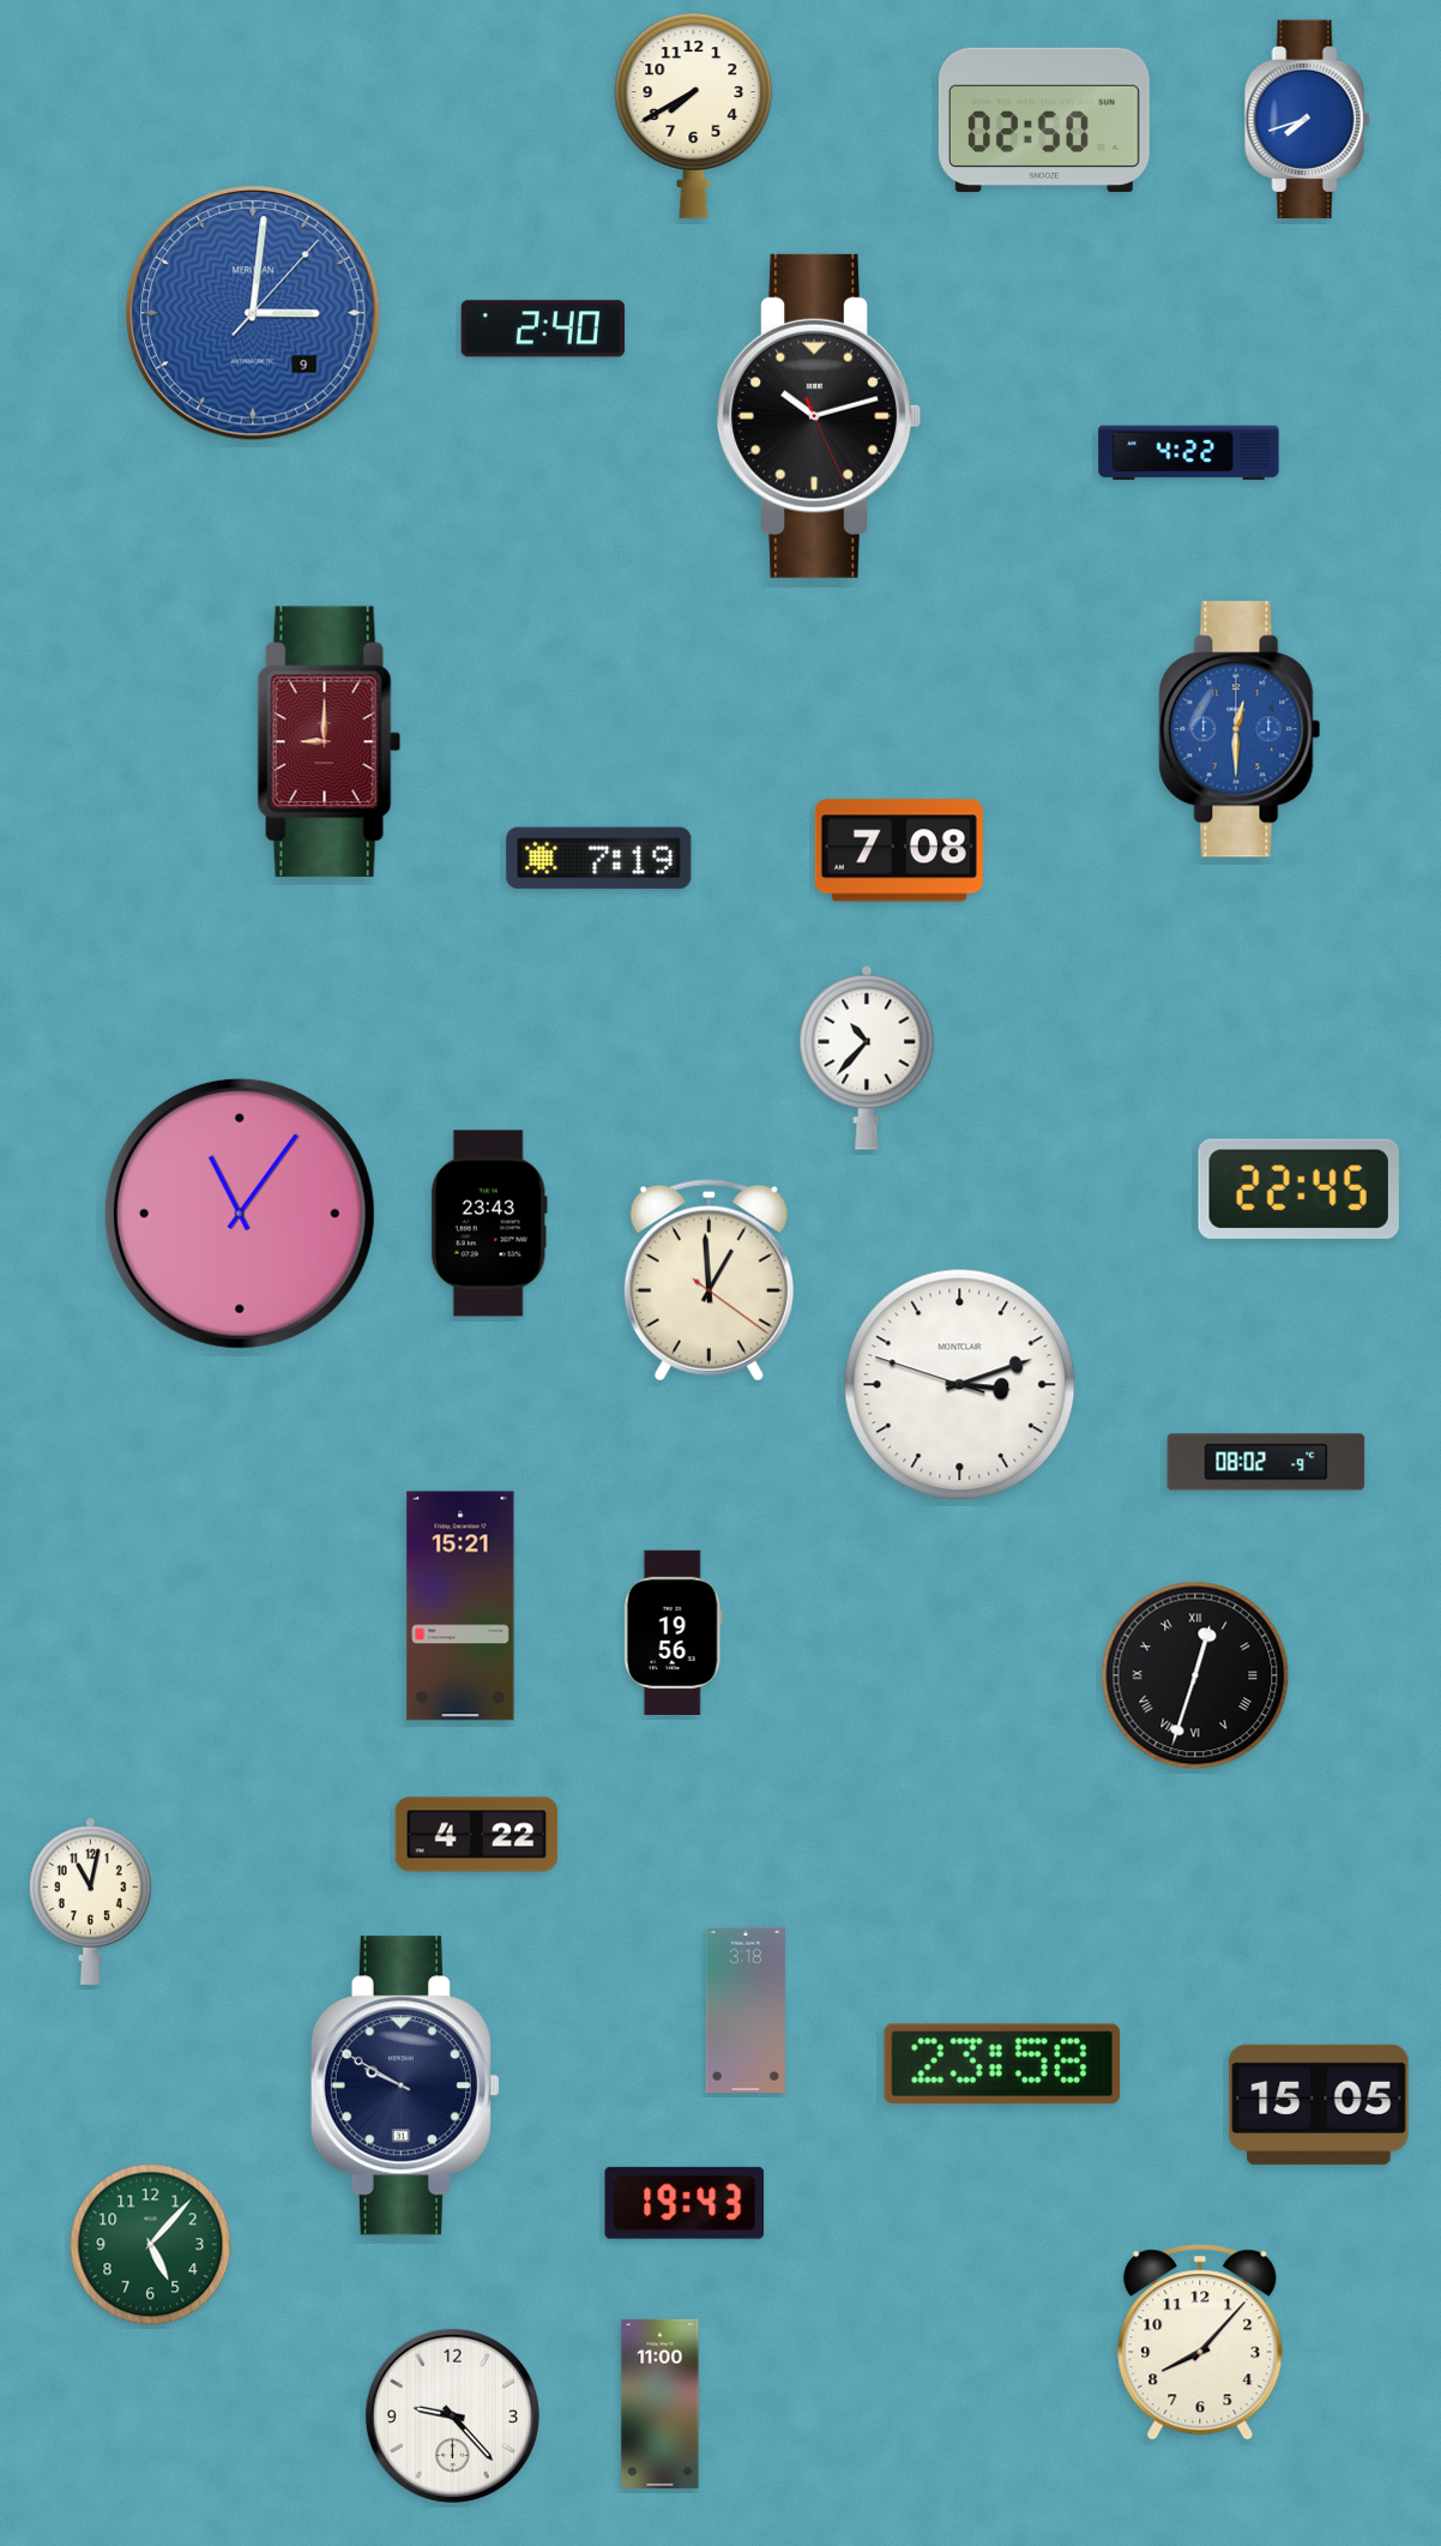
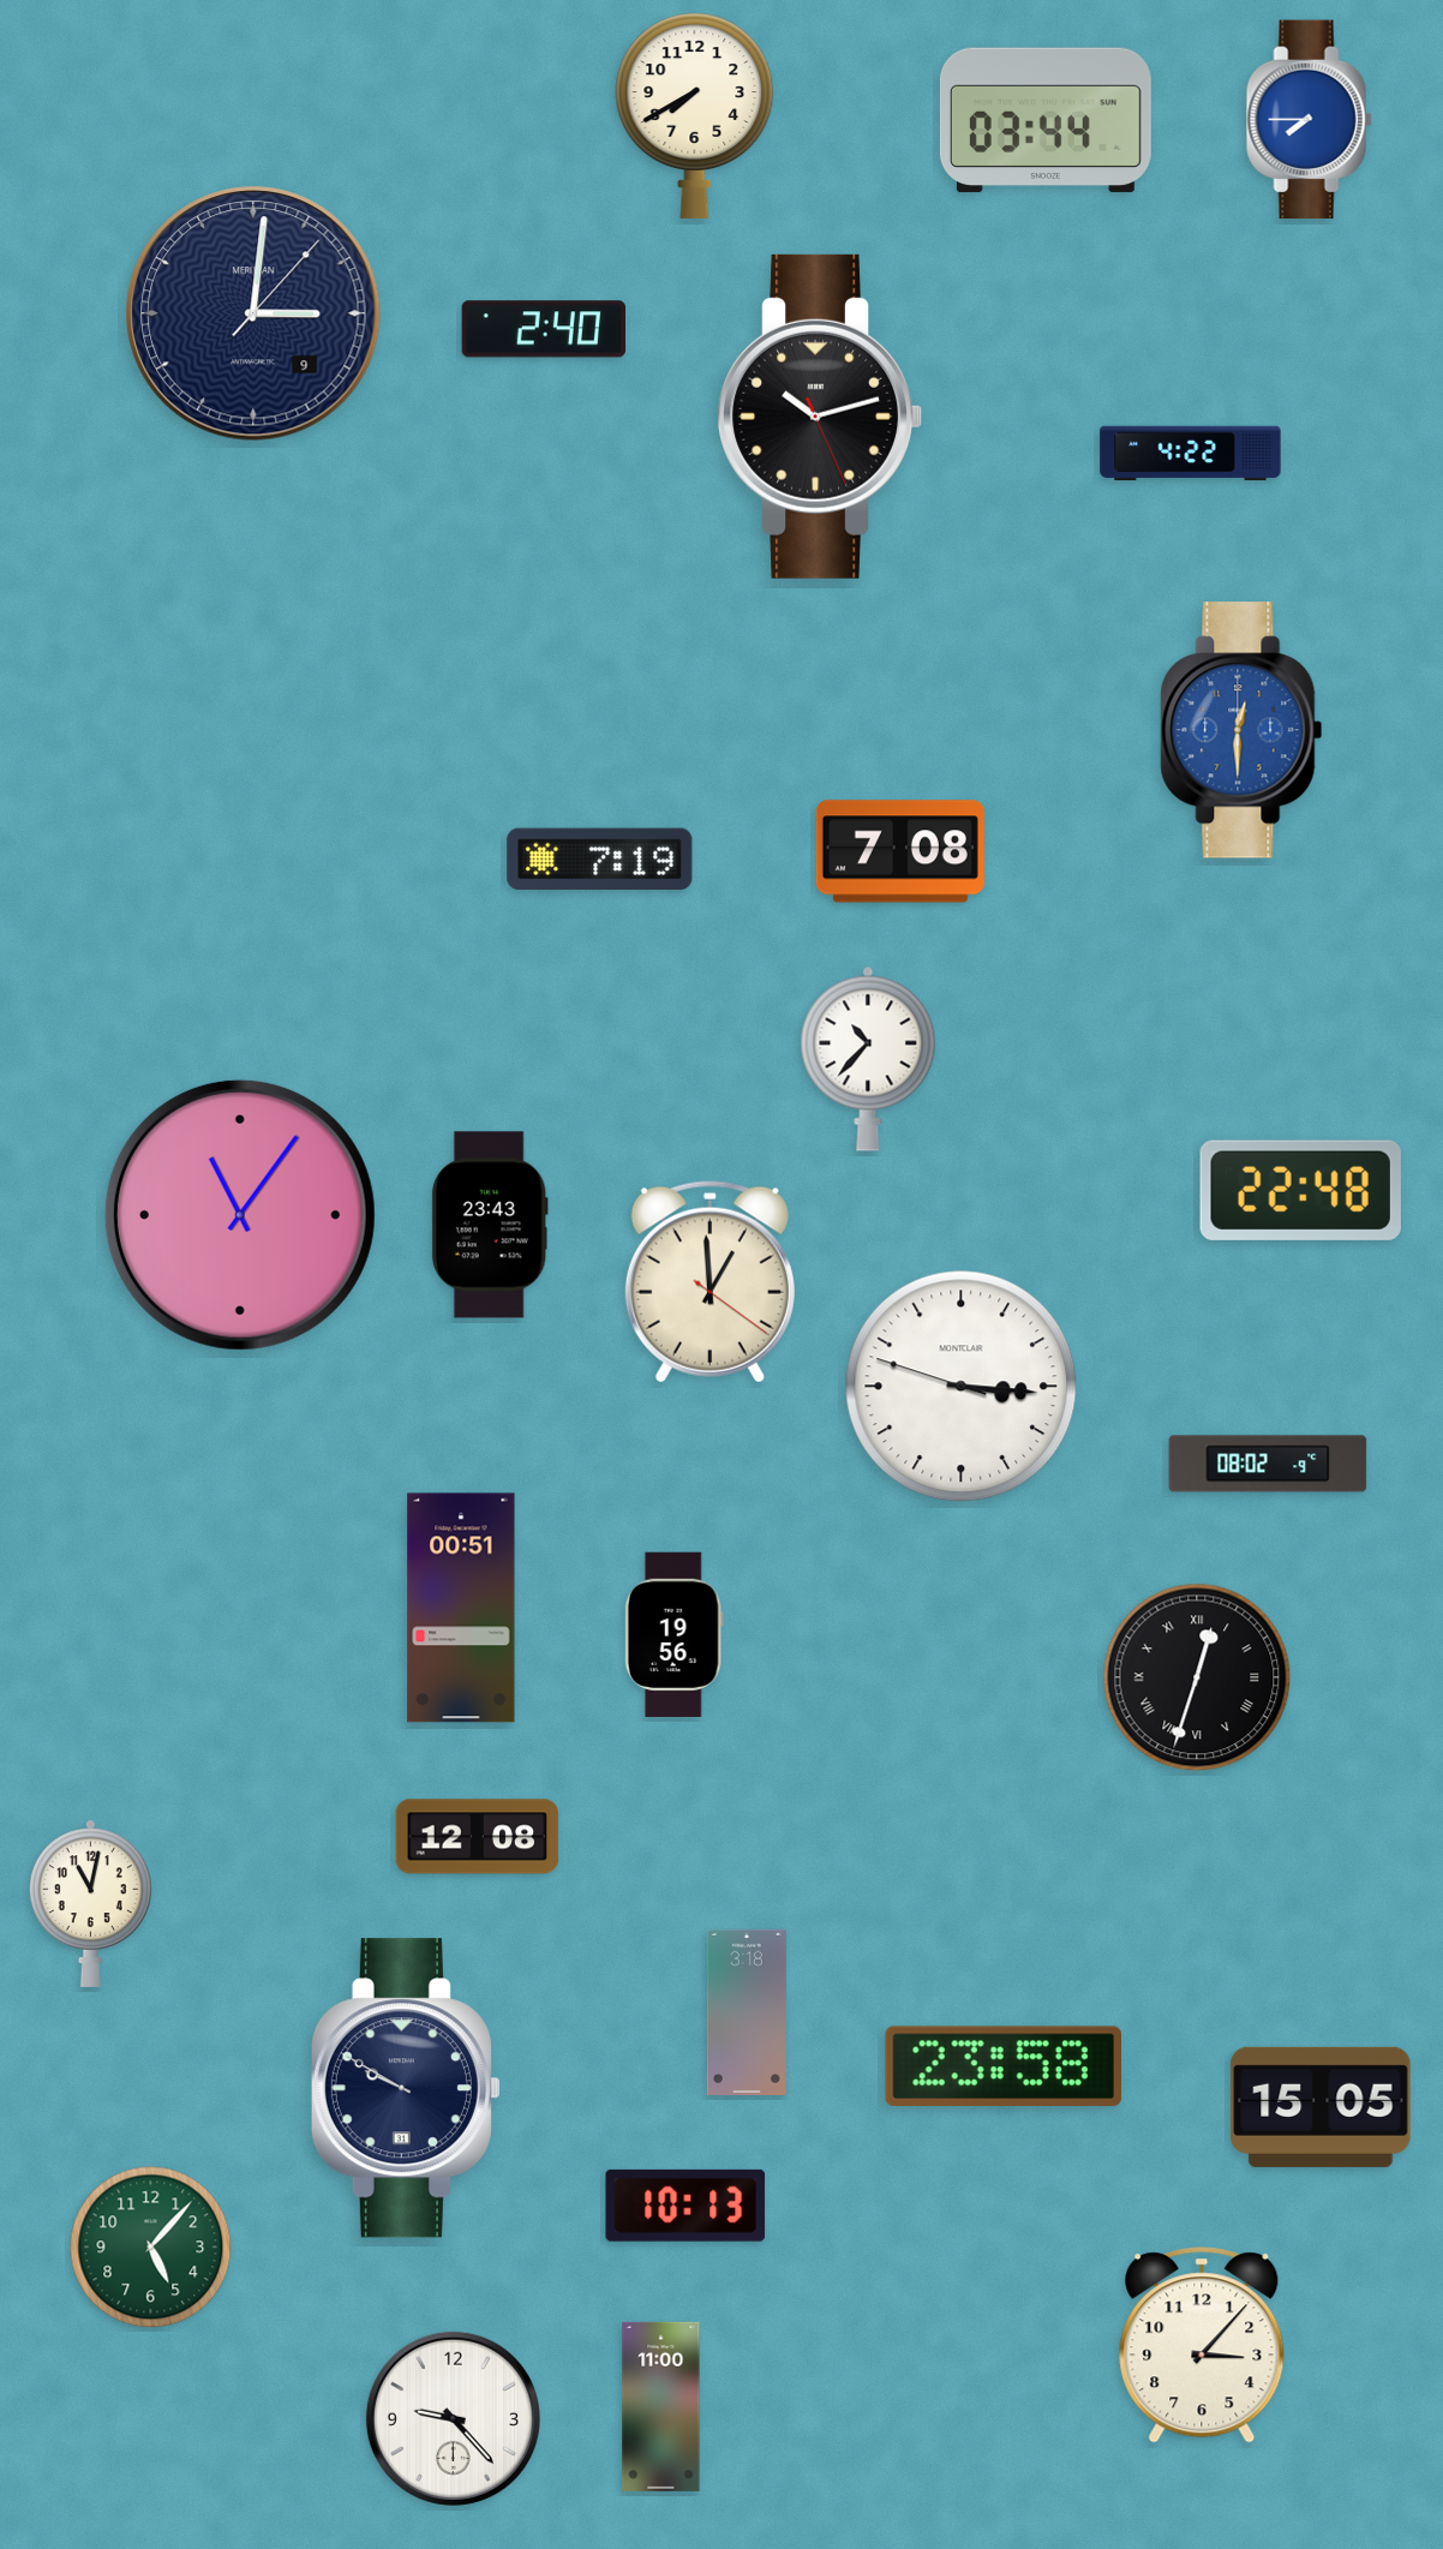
clock at (1044, 120): 02:50 -> 03:44
clock at (1307, 120): 7:42 -> 7:45
clock at (253, 313) dial: blue -> navy
clock at (330, 742): 9:00 -> none
clock at (1298, 1188): 22:45 -> 22:48
clock at (960, 1385): 3:11 -> 3:15
clock at (460, 1606): 15:21 -> 00:51
clock at (477, 1835): 4:22 -> 12:08
clock at (685, 2203): 19:43 -> 10:13
clock at (1200, 2342): 8:07 -> 3:07
